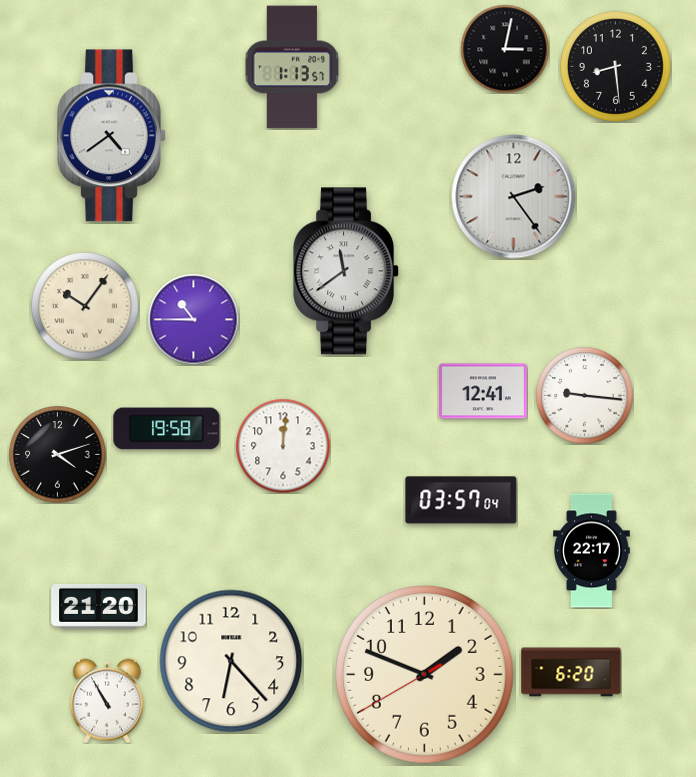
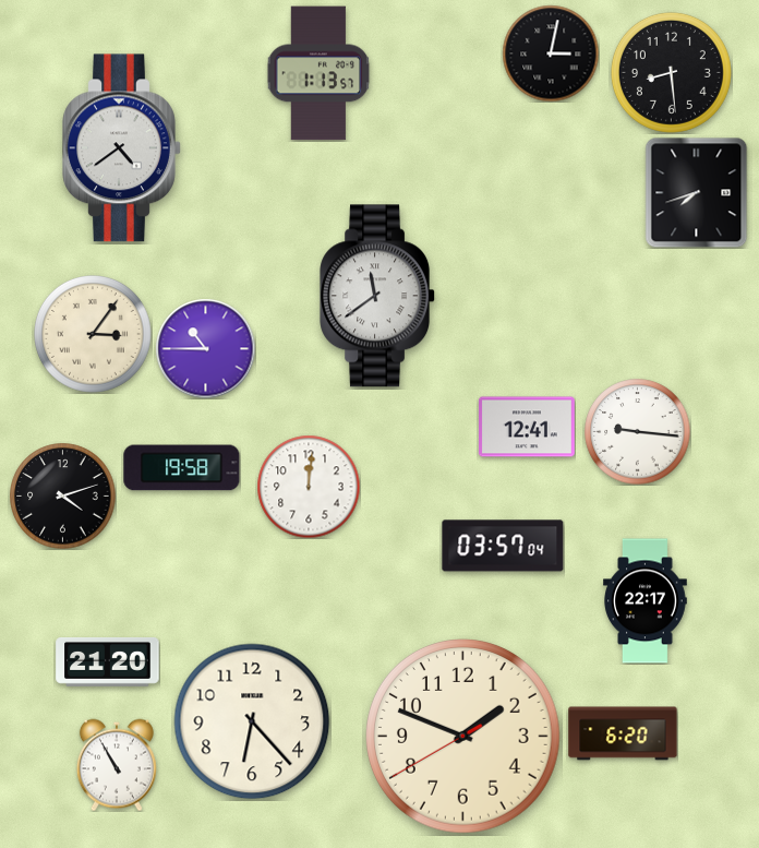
clock at (697, 192): none -> 7:42
clock at (514, 197): 2:24 -> none
clock at (86, 307): 10:06 -> 3:06
clock at (193, 319) position: (193, 319) -> (205, 348)
